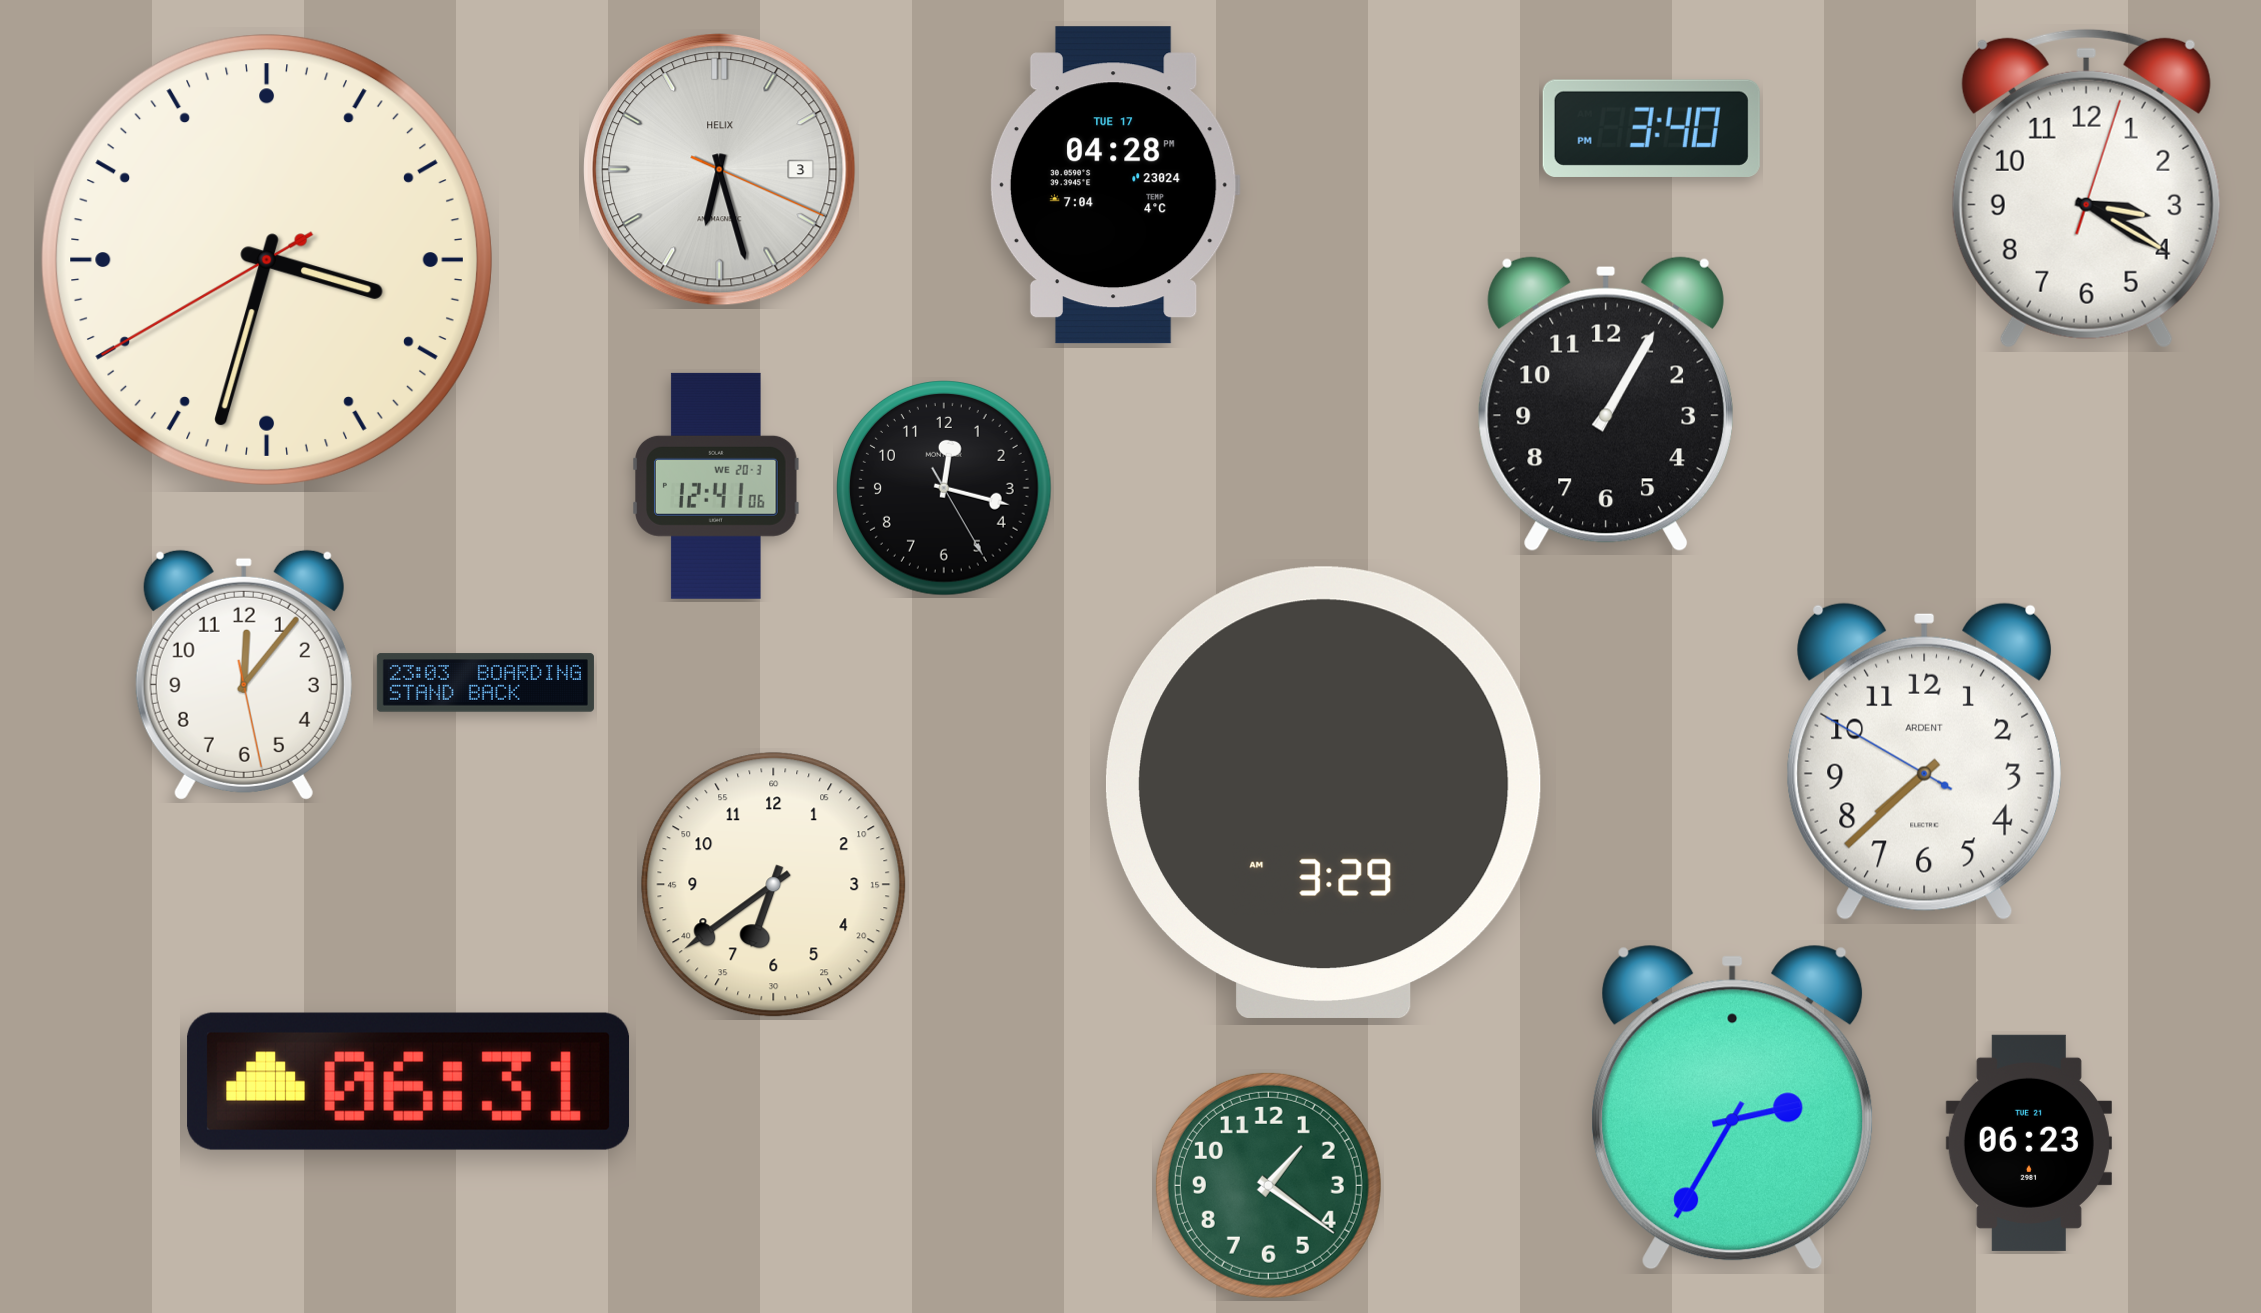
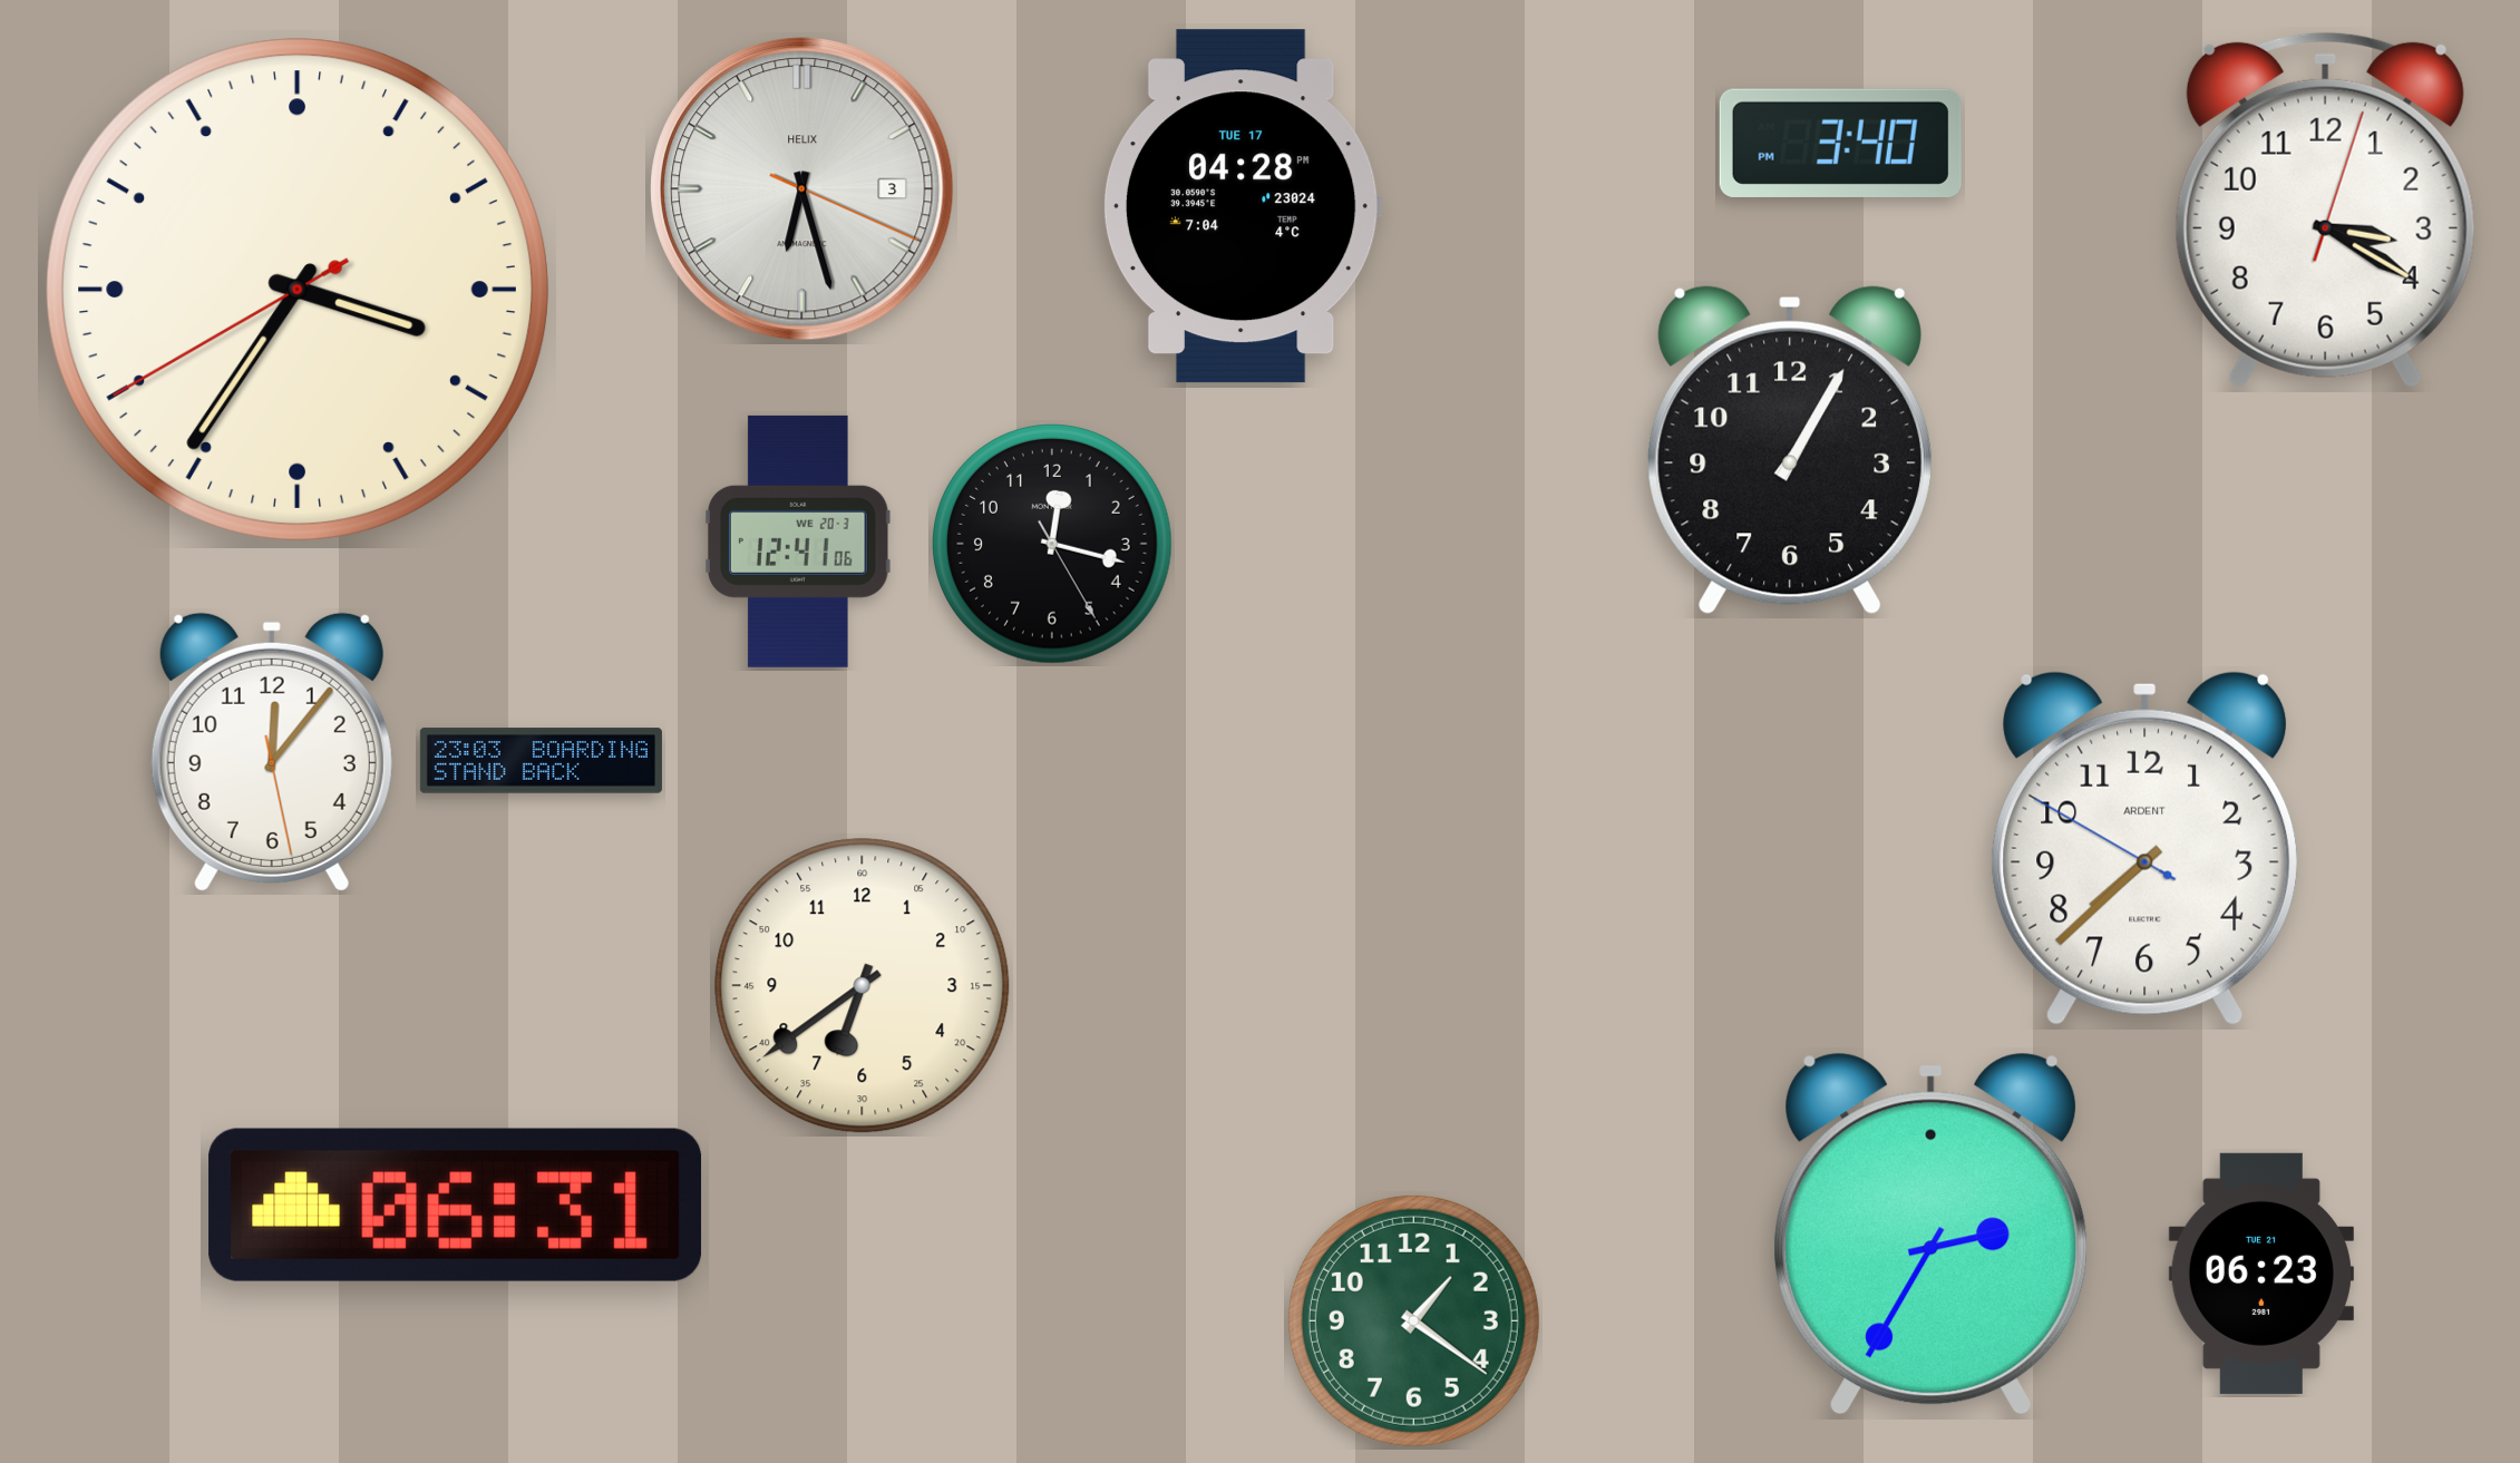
clock at (267, 260): 3:32 -> 3:35
clock at (1323, 792): 3:29 -> none
